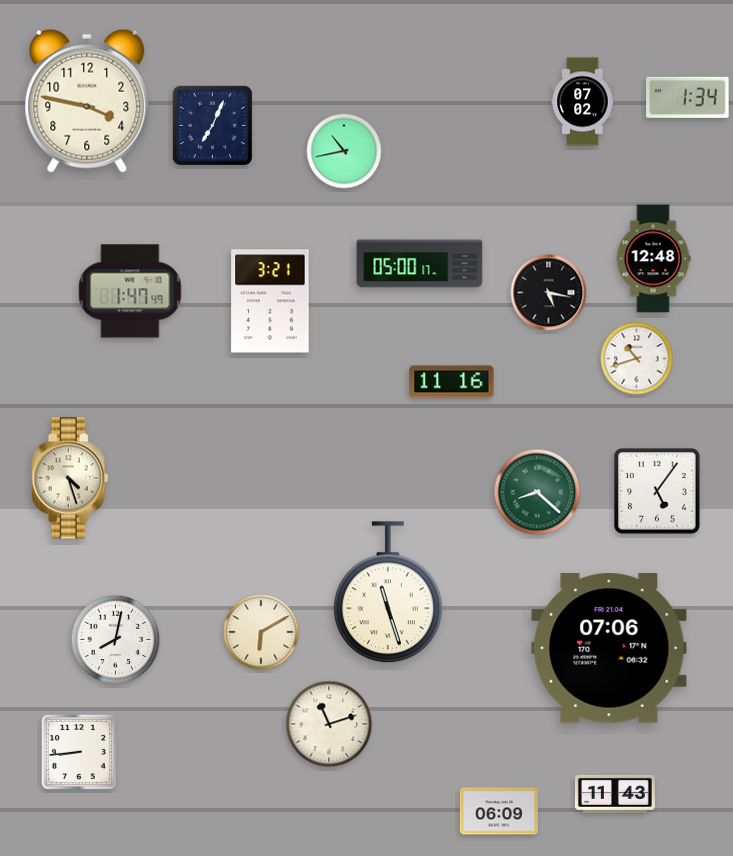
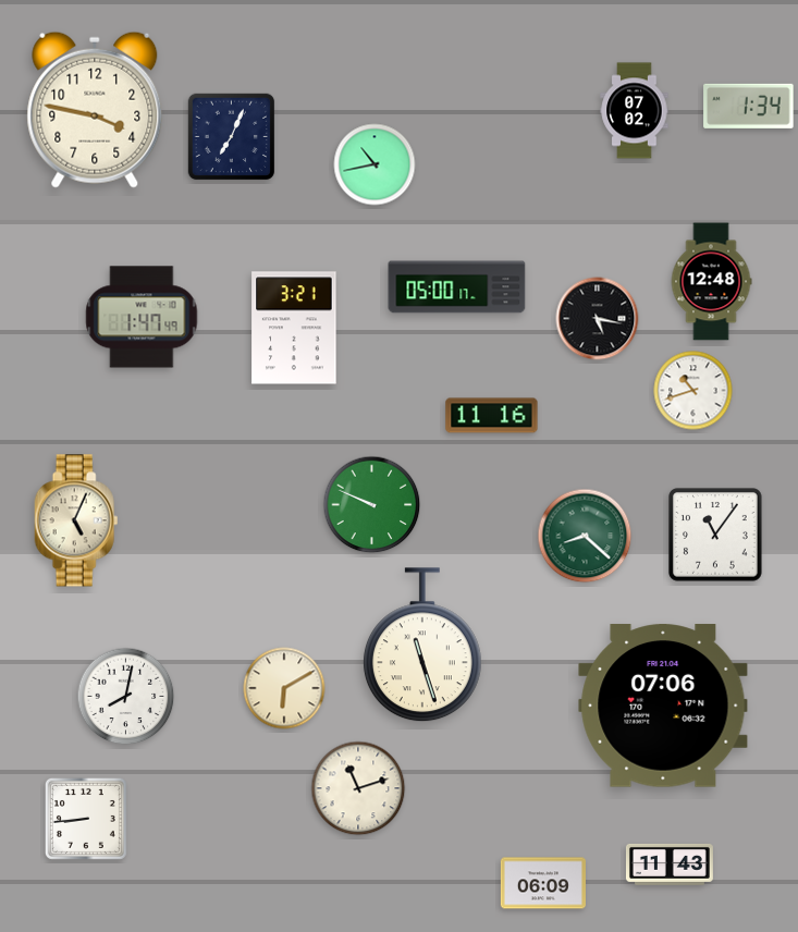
clock at (372, 505): none -> 9:49
clock at (70, 478): 4:27 -> 5:04
clock at (658, 492): 5:06 -> 11:06
